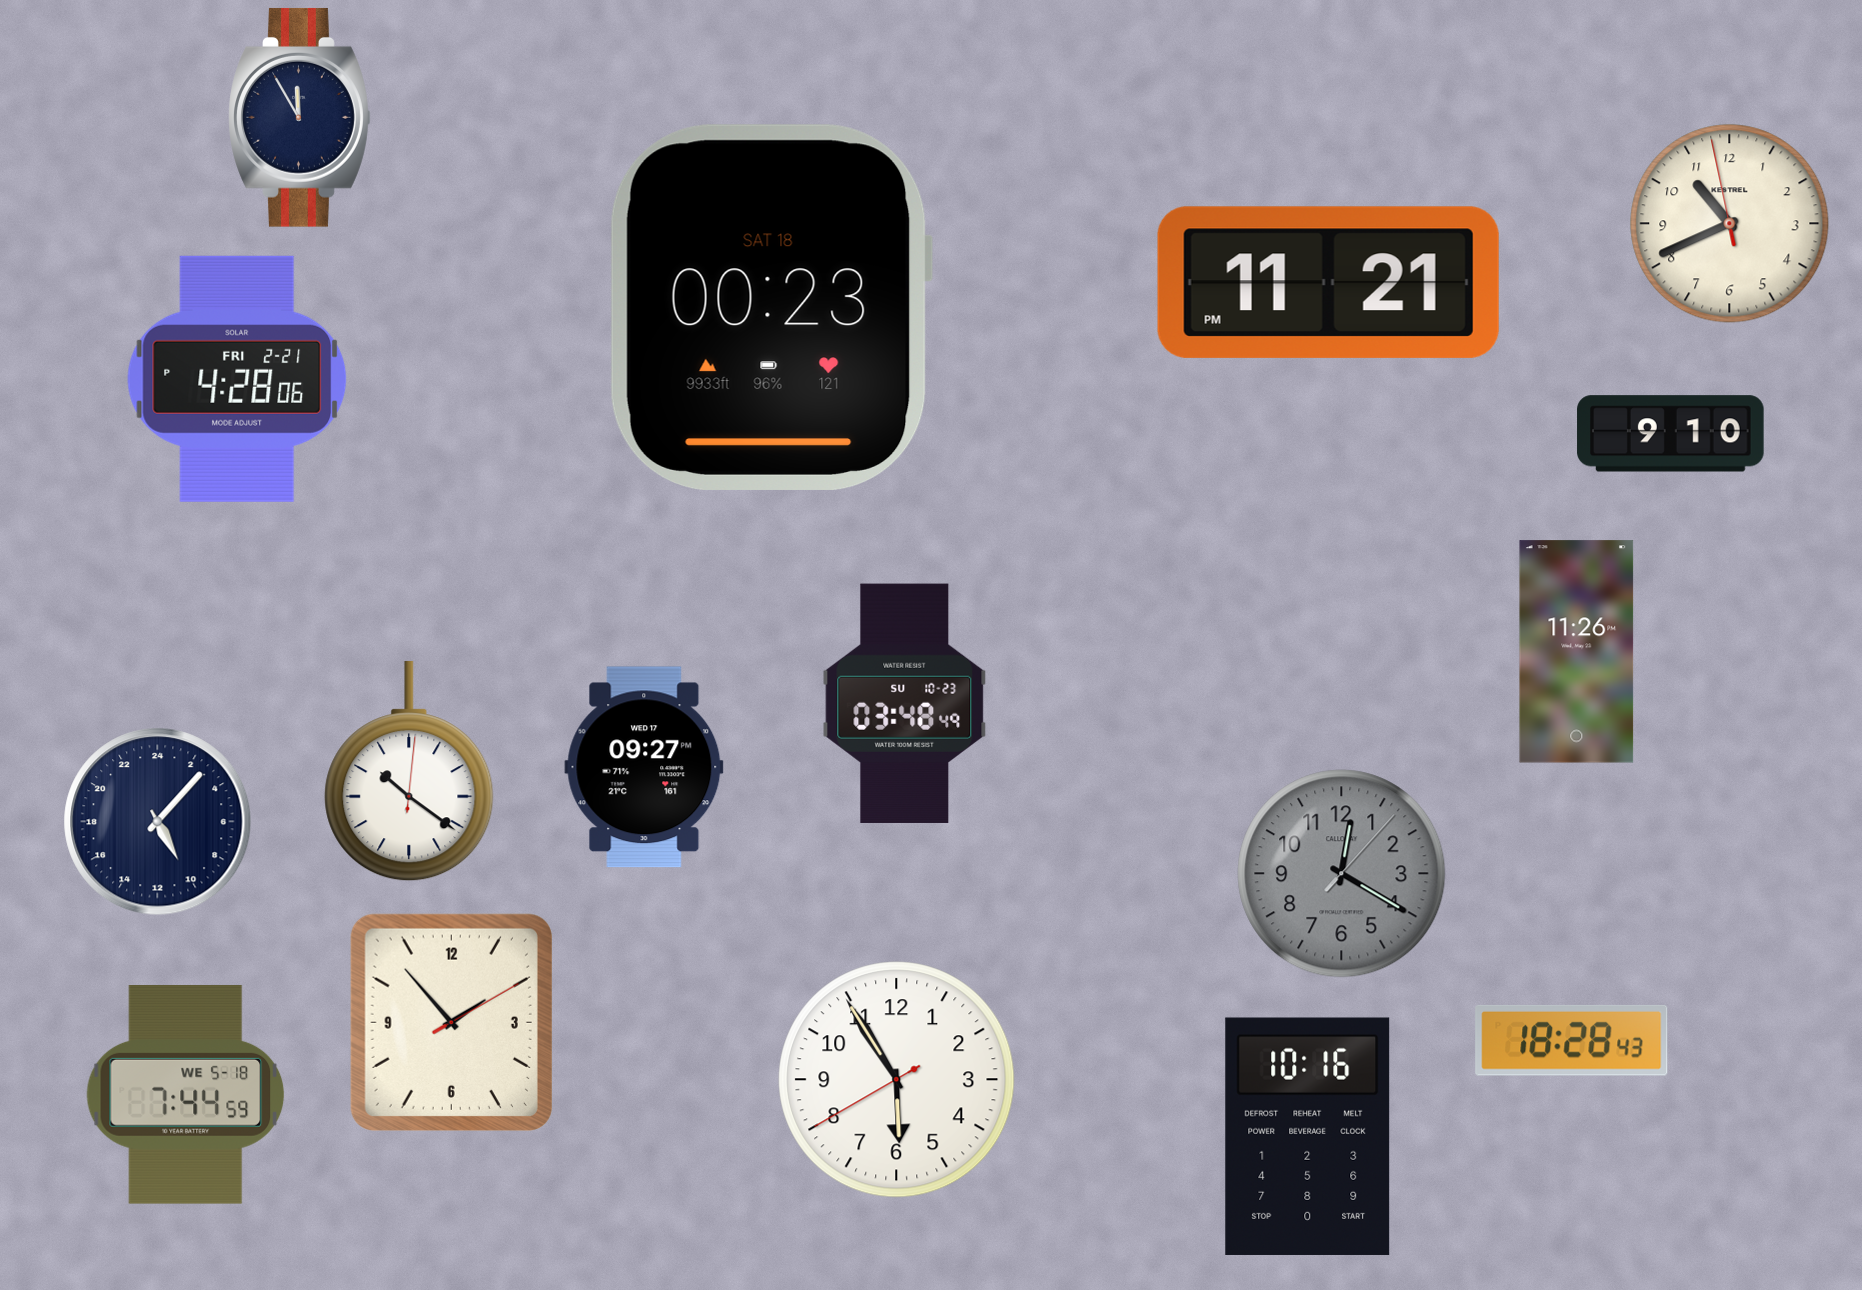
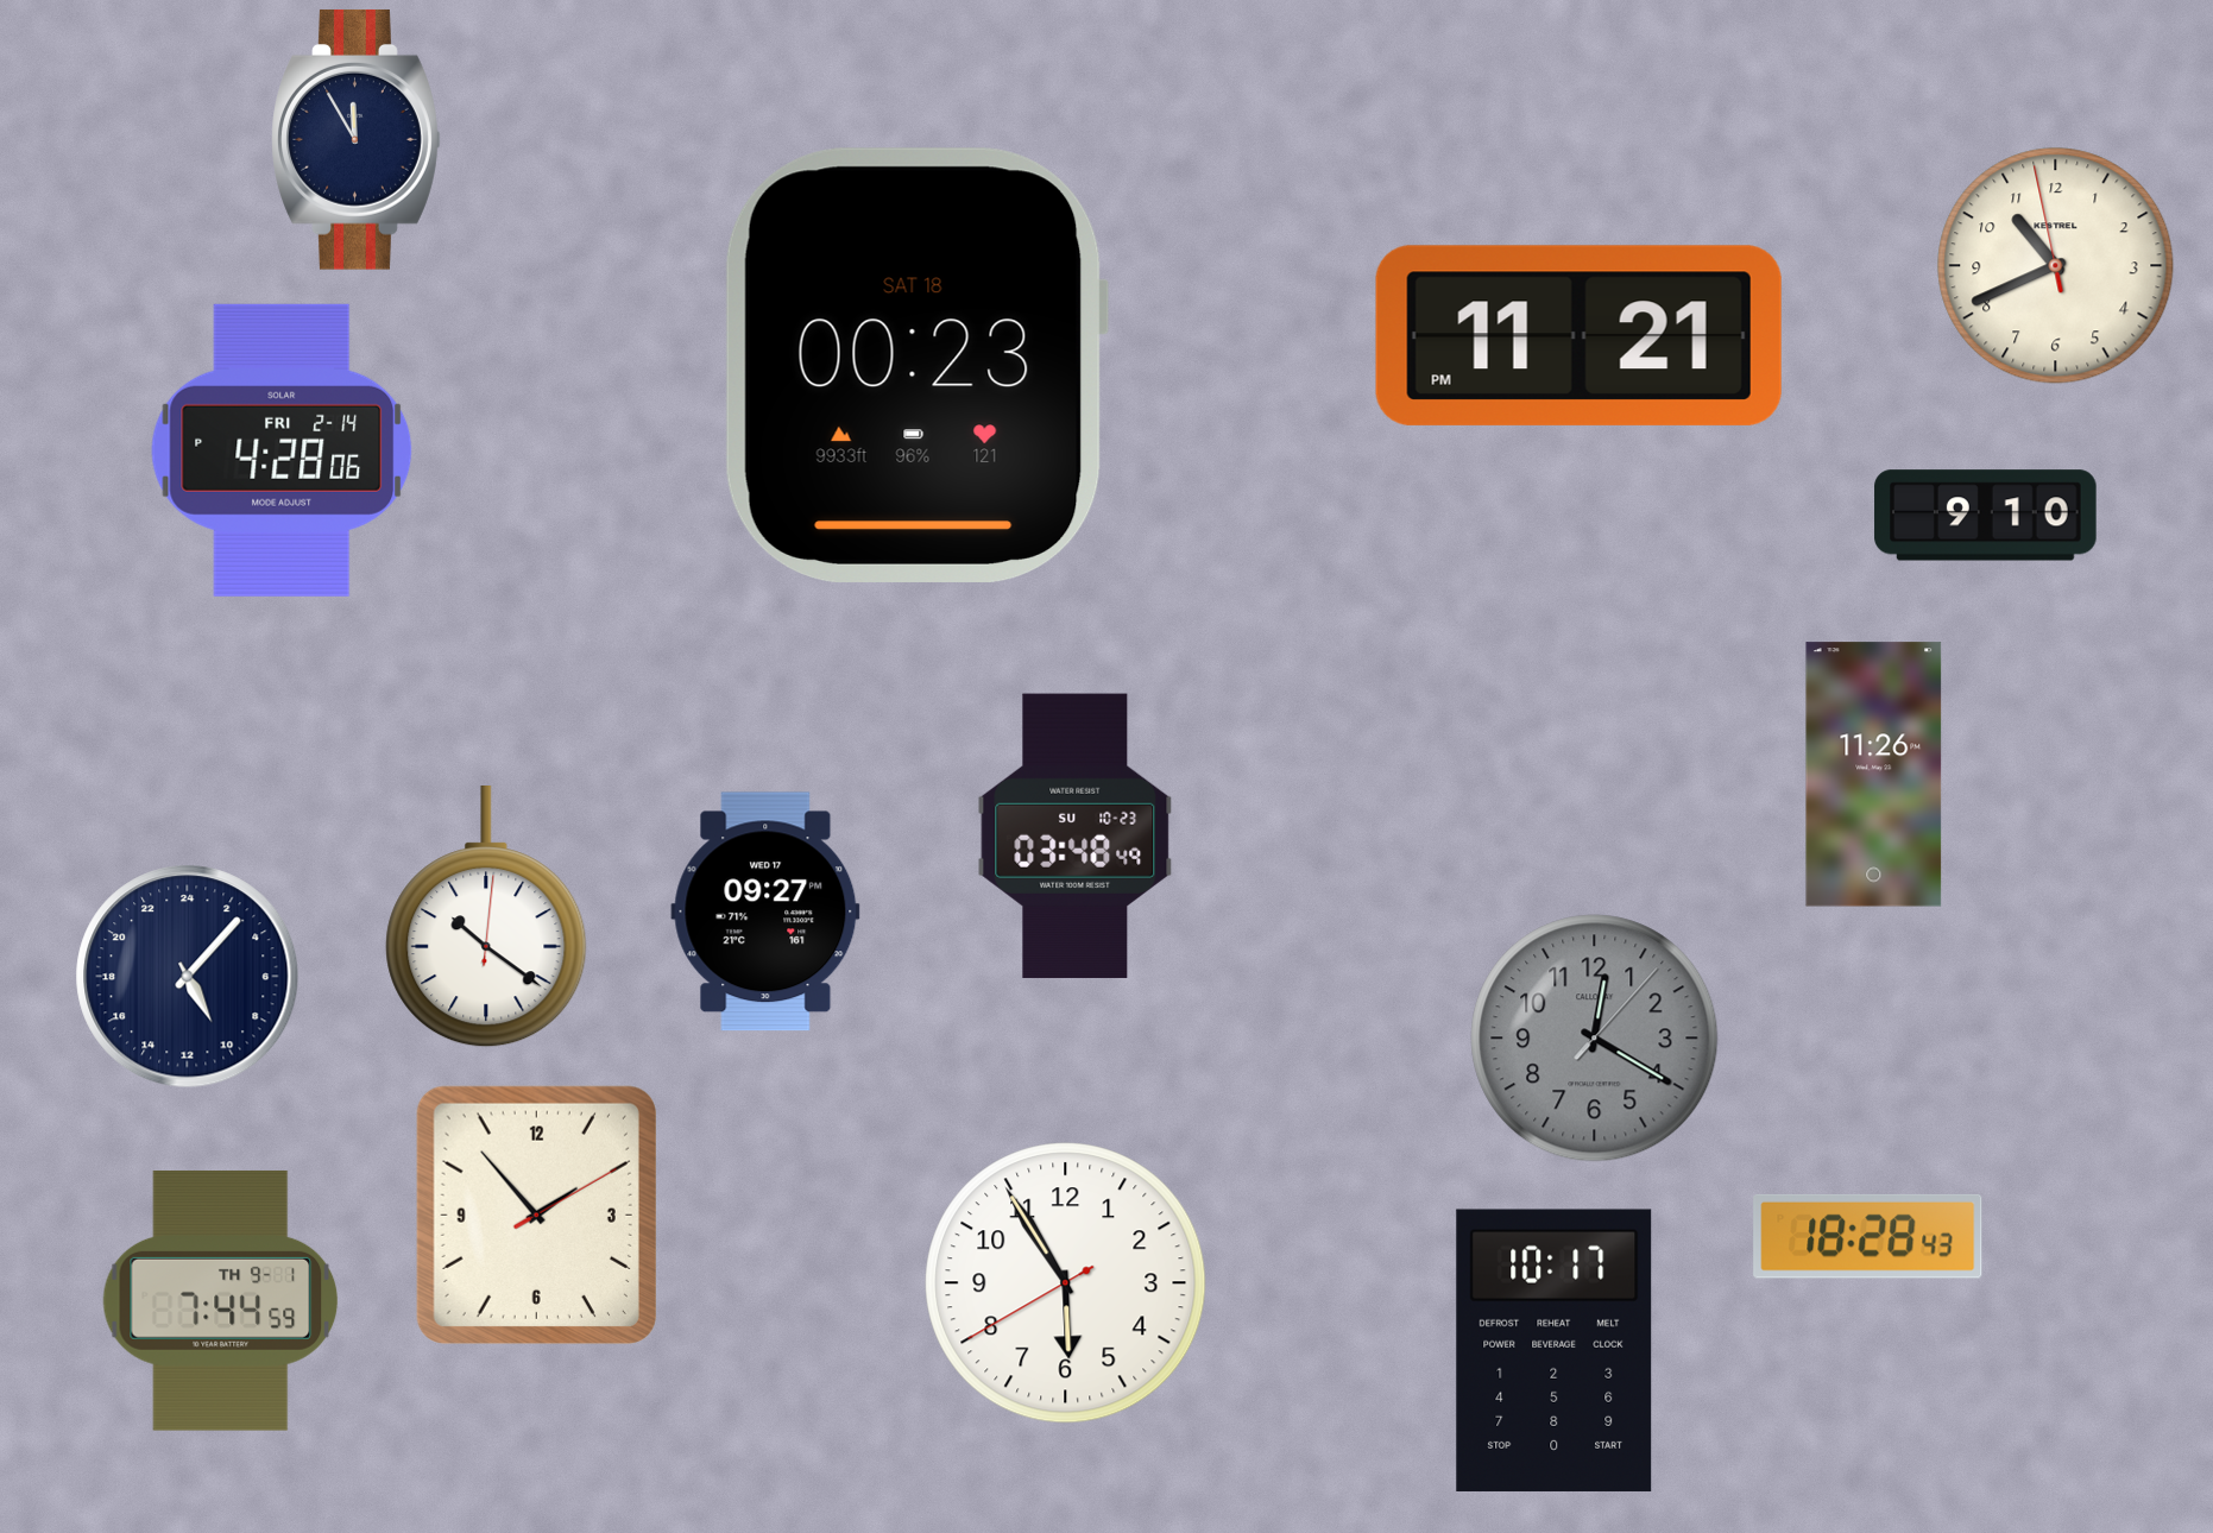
clock at (237, 379) date: FRI 2-21 -> FRI 2-14
clock at (186, 1094) date: WE 5-18 -> TH 9-1
clock at (1308, 1136): 10:16 -> 10:17
